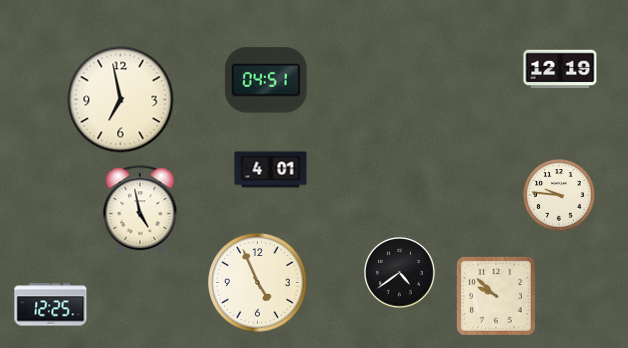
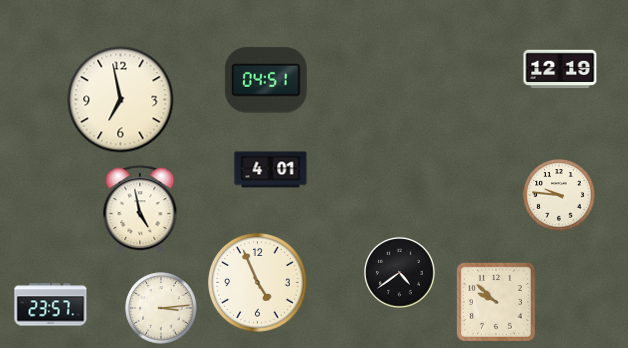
clock at (496, 296) position: (496, 296) -> (496, 302)
clock at (51, 305): 12:25 -> 23:57
clock at (161, 308): none -> 3:14
